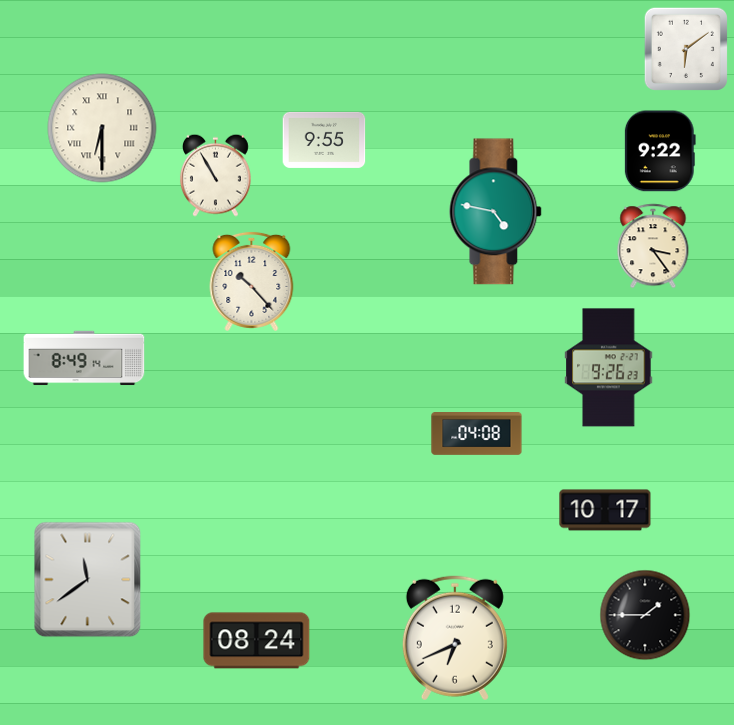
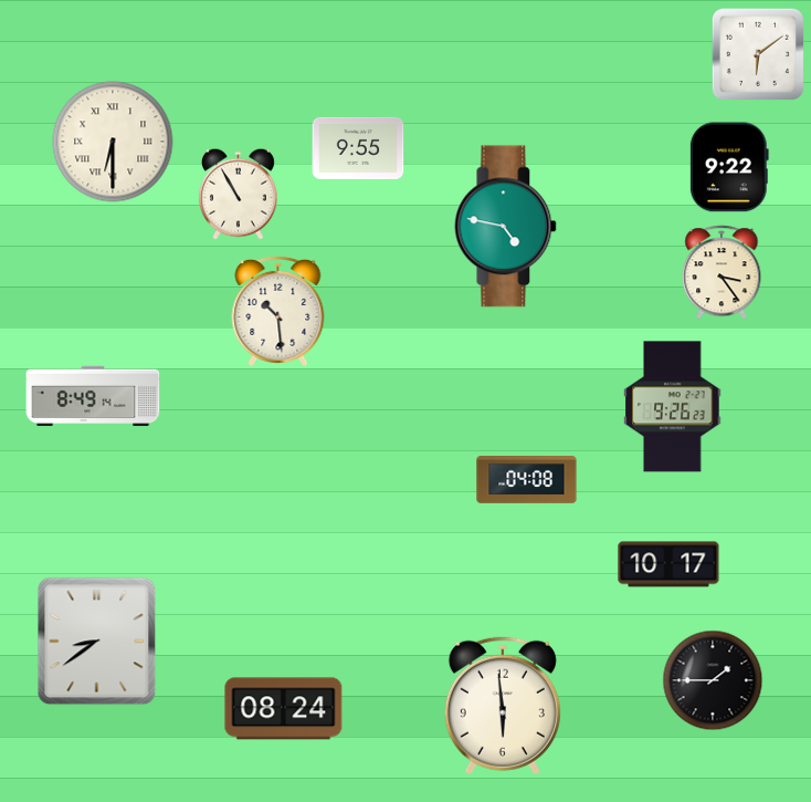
clock at (324, 140) position: (324, 140) -> (358, 148)
clock at (496, 212) position: (496, 212) -> (506, 227)
clock at (252, 281): 10:23 -> 10:29
clock at (88, 580): 11:39 -> 8:39
clock at (455, 638): 6:41 -> 5:59
